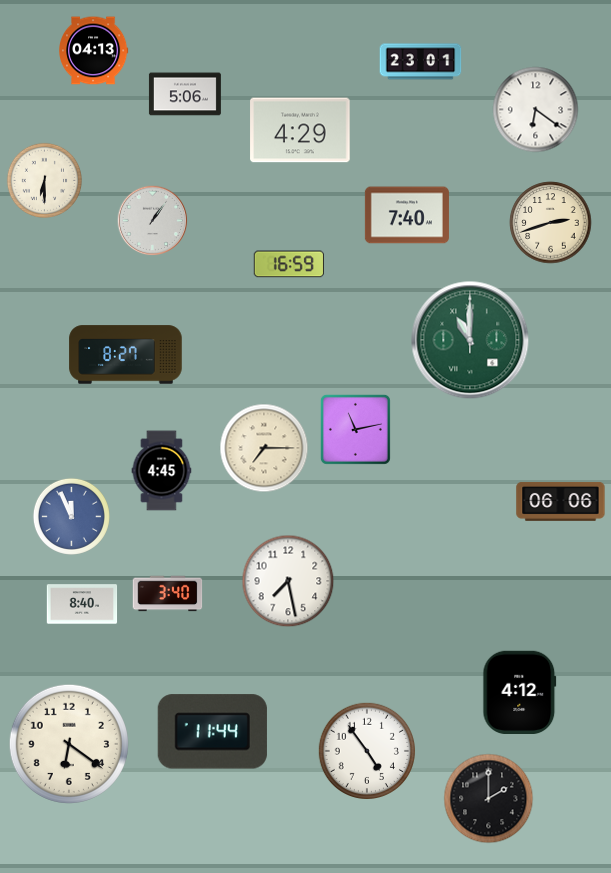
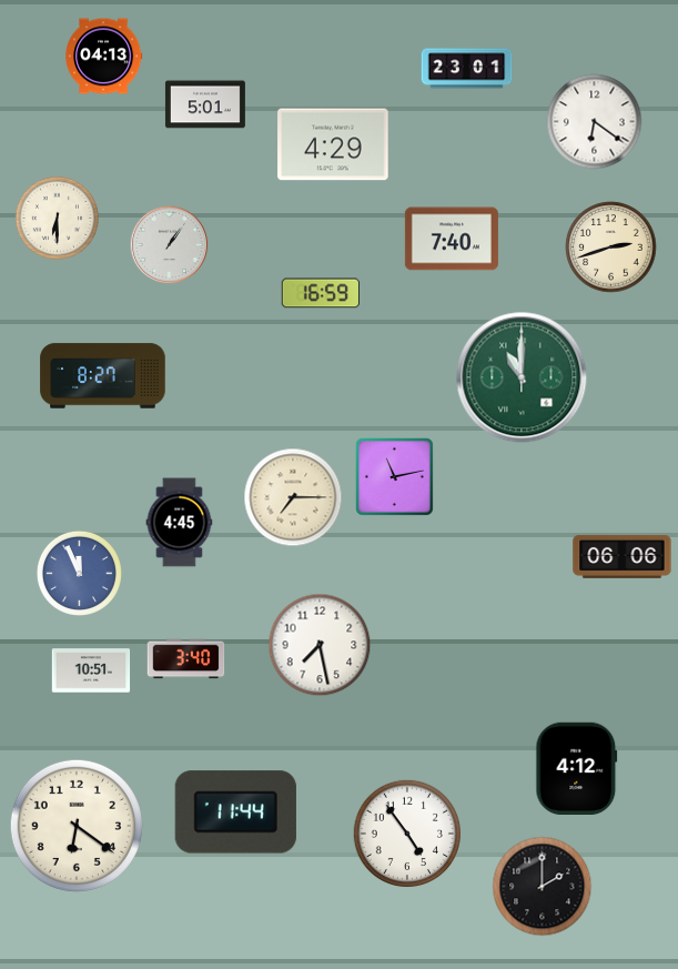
clock at (185, 94): 5:06 -> 5:01
clock at (44, 180) position: (44, 180) -> (57, 218)
clock at (126, 355) position: (126, 355) -> (103, 376)
clock at (82, 604): 8:40 -> 10:51
